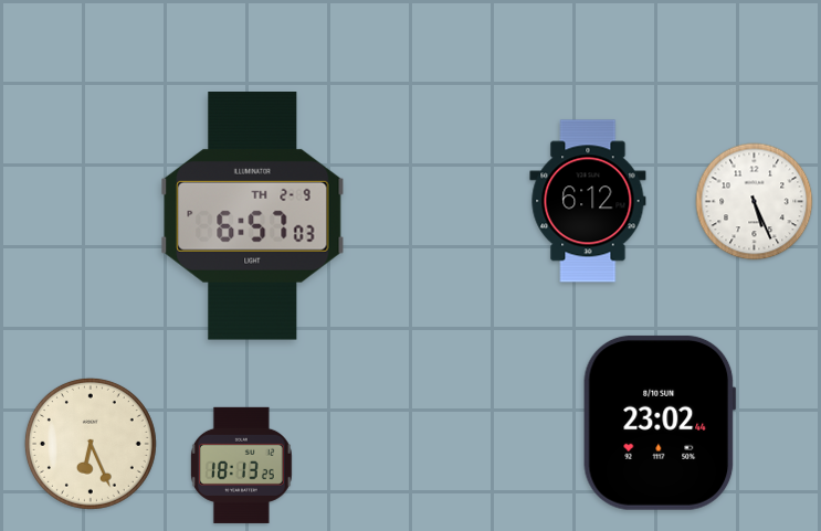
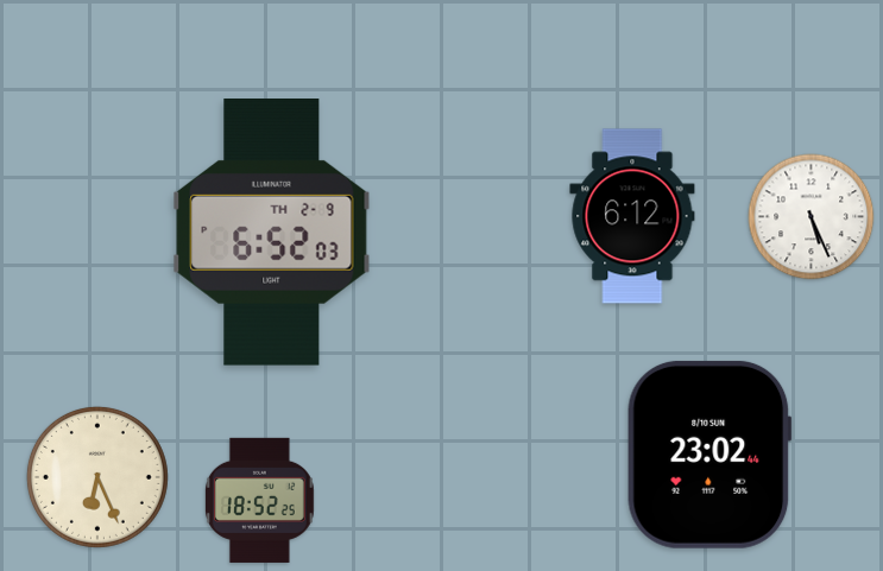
clock at (253, 216): 6:57 -> 6:52
clock at (241, 465): 18:13 -> 18:52
